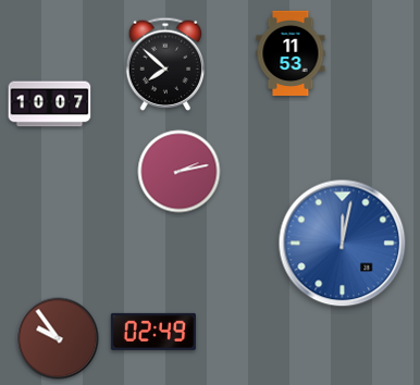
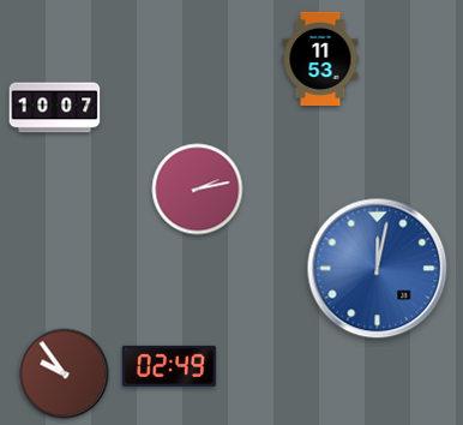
clock at (165, 64): 7:52 -> none
clock at (50, 104) position: (50, 104) -> (55, 108)
